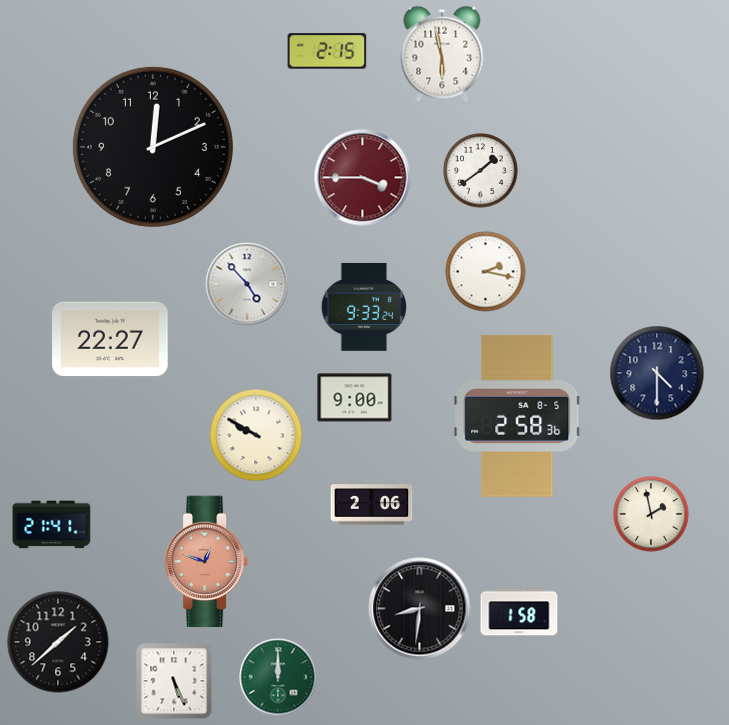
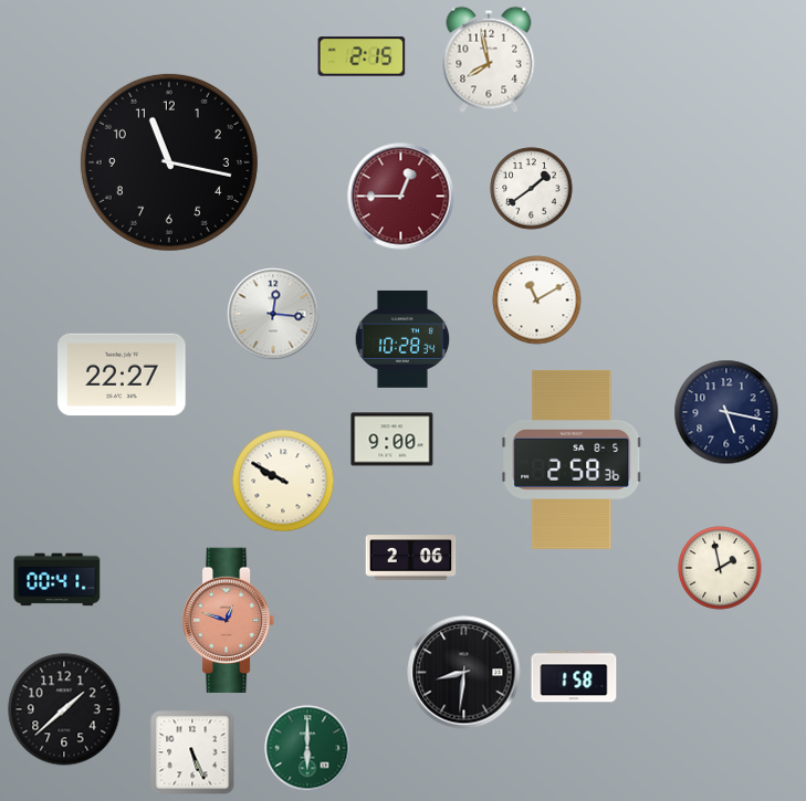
clock at (442, 54): 5:58 -> 7:58
clock at (153, 147): 12:11 -> 11:17
clock at (363, 178): 3:45 -> 12:45
clock at (486, 272): 2:17 -> 11:10
clock at (247, 284): 4:53 -> 12:16
clock at (364, 307): 9:33 -> 10:28
clock at (657, 373): 4:30 -> 5:17
clock at (52, 525): 21:41 -> 00:41
clock at (278, 677): 12:00 -> 6:00
